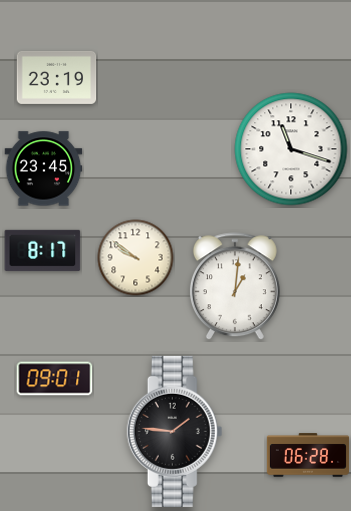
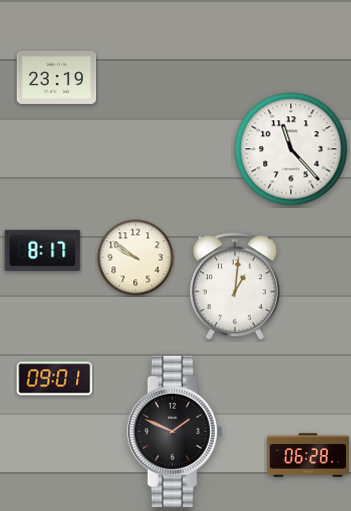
clock at (291, 149): 11:18 -> 11:23
clock at (44, 169): 23:45 -> none
clock at (175, 431): 1:46 -> 1:49
